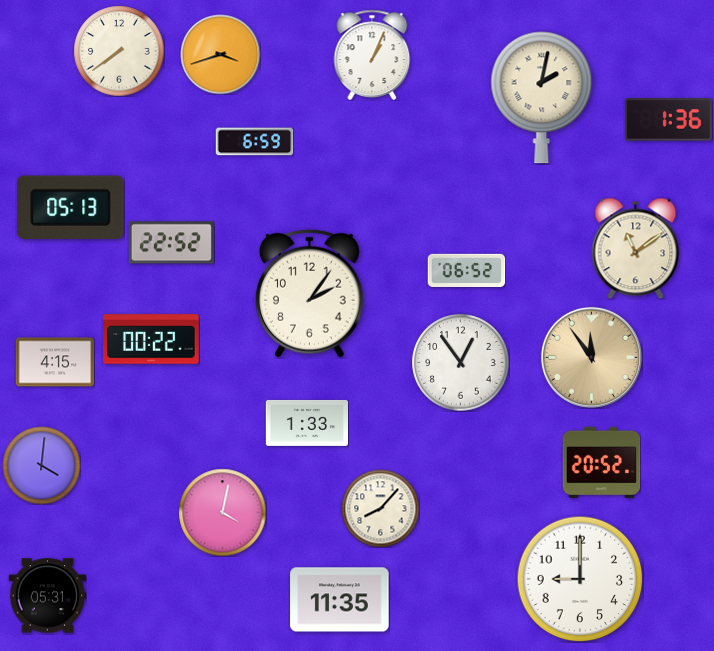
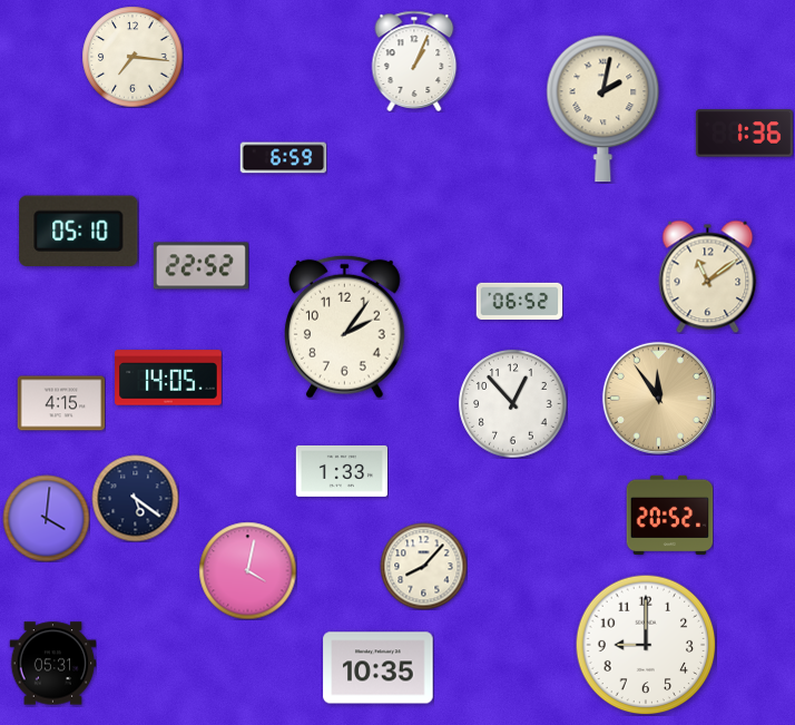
clock at (119, 51): 7:39 -> 7:16
clock at (220, 54): 3:42 -> none
clock at (71, 207): 05:13 -> 05:10
clock at (171, 243) position: (171, 243) -> (200, 266)
clock at (151, 339): 00:22 -> 14:05
clock at (461, 363): 12:54 -> 12:53
clock at (135, 498): none -> 5:21
clock at (340, 600): 11:35 -> 10:35
